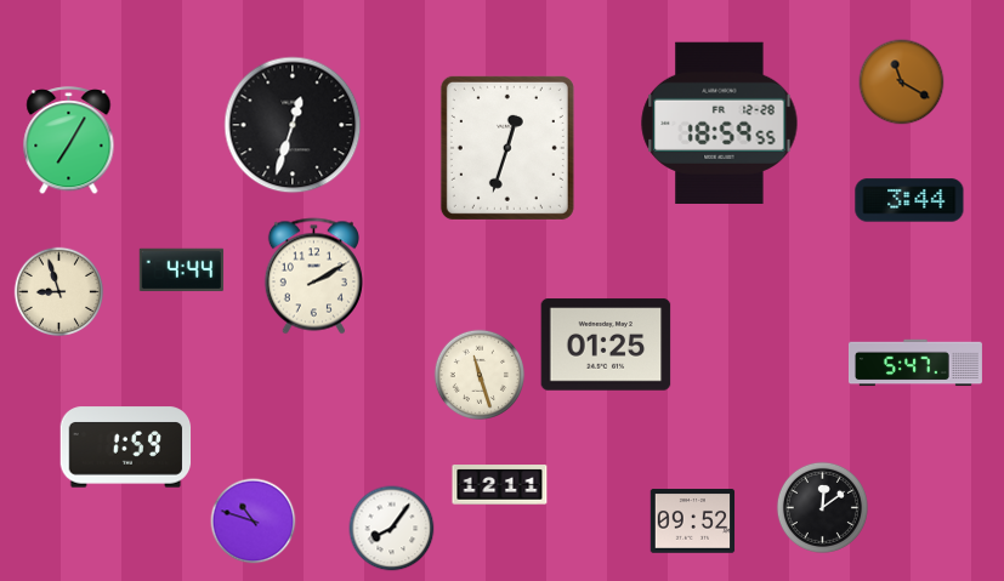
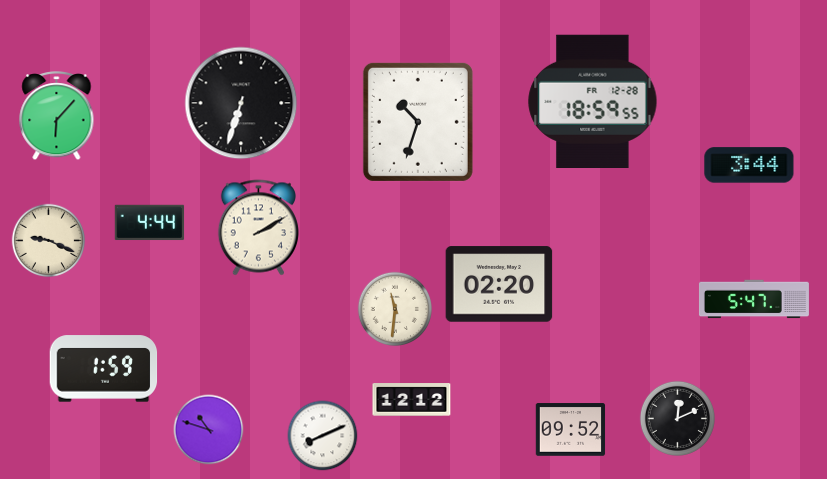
clock at (902, 82): 11:20 -> none
clock at (293, 125): 12:33 -> 6:33
clock at (69, 141): 7:05 -> 6:07
clock at (507, 148): 12:33 -> 10:33
clock at (59, 292): 8:57 -> 9:19
clock at (606, 344): 01:25 -> 02:20
clock at (478, 374): 11:27 -> 11:31
clock at (500, 485): 12:11 -> 12:12
clock at (822, 507): 12:09 -> 12:11
clock at (392, 529): 8:06 -> 8:11
